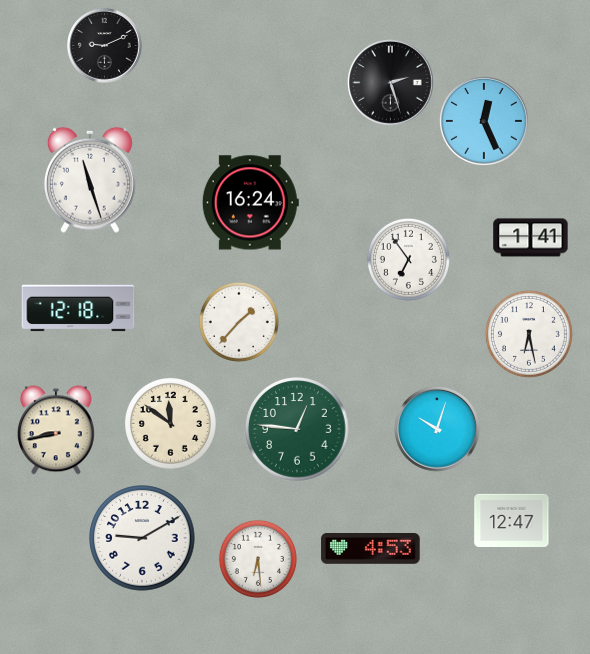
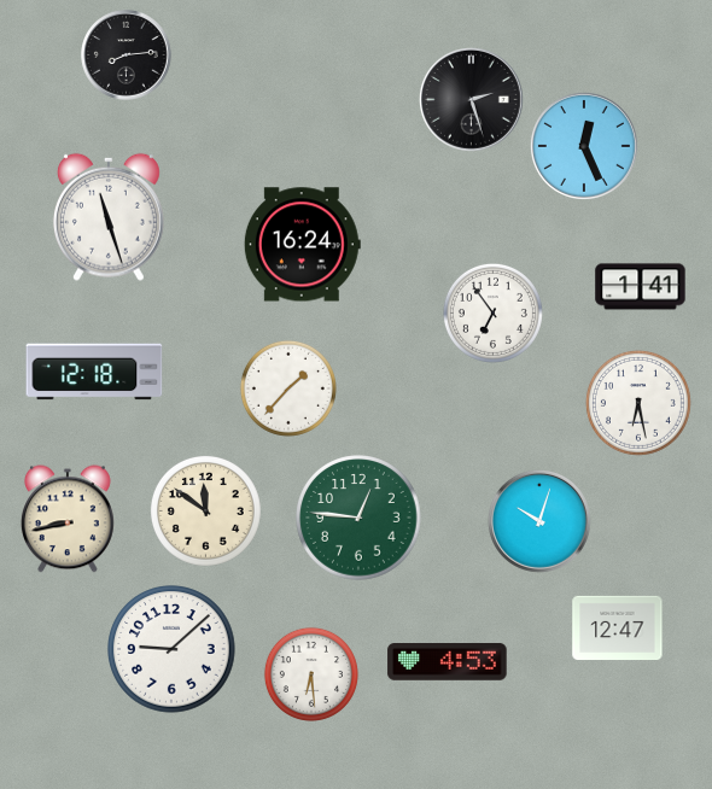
clock at (105, 46): 9:11 -> 8:14
clock at (437, 429) position: (437, 429) -> (539, 521)
clock at (142, 538): 9:10 -> 9:08
